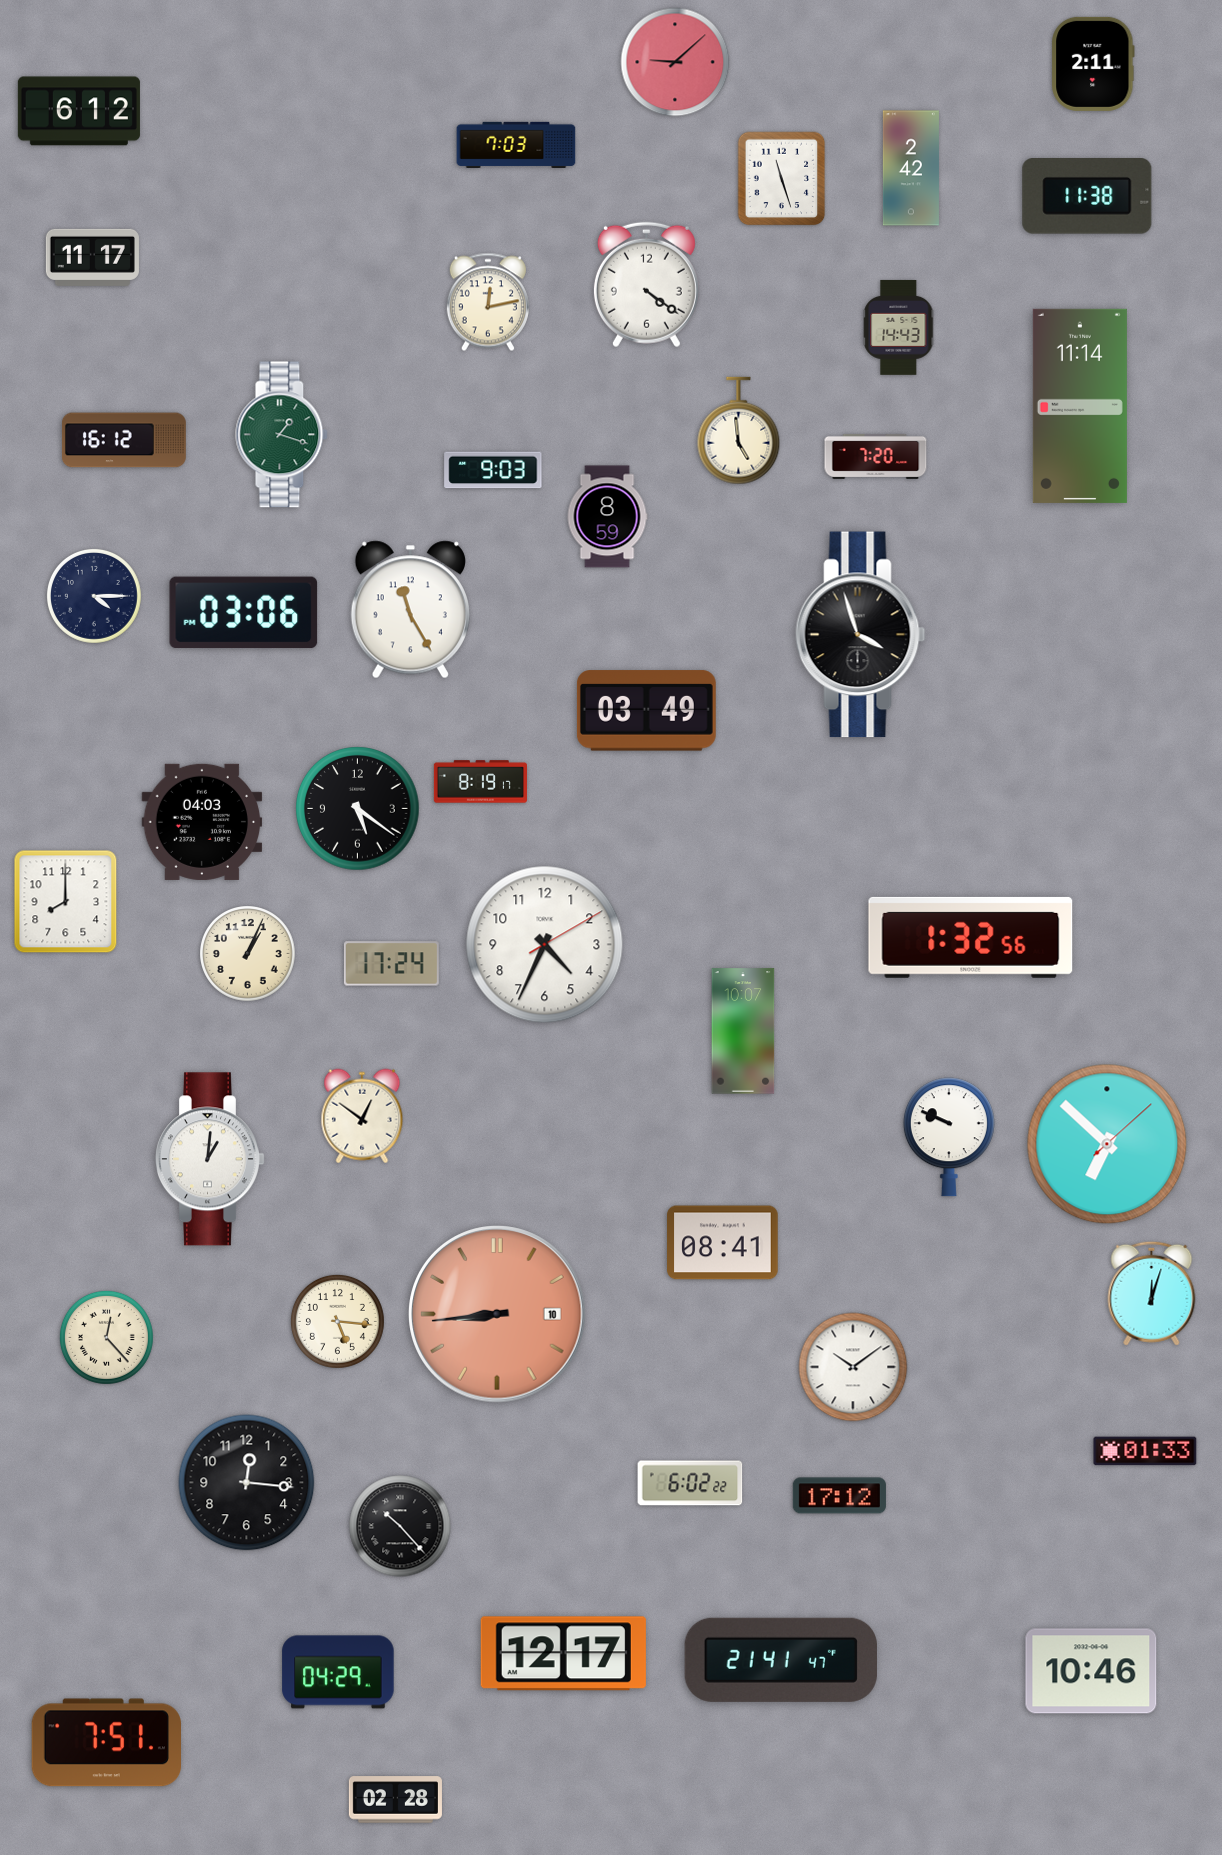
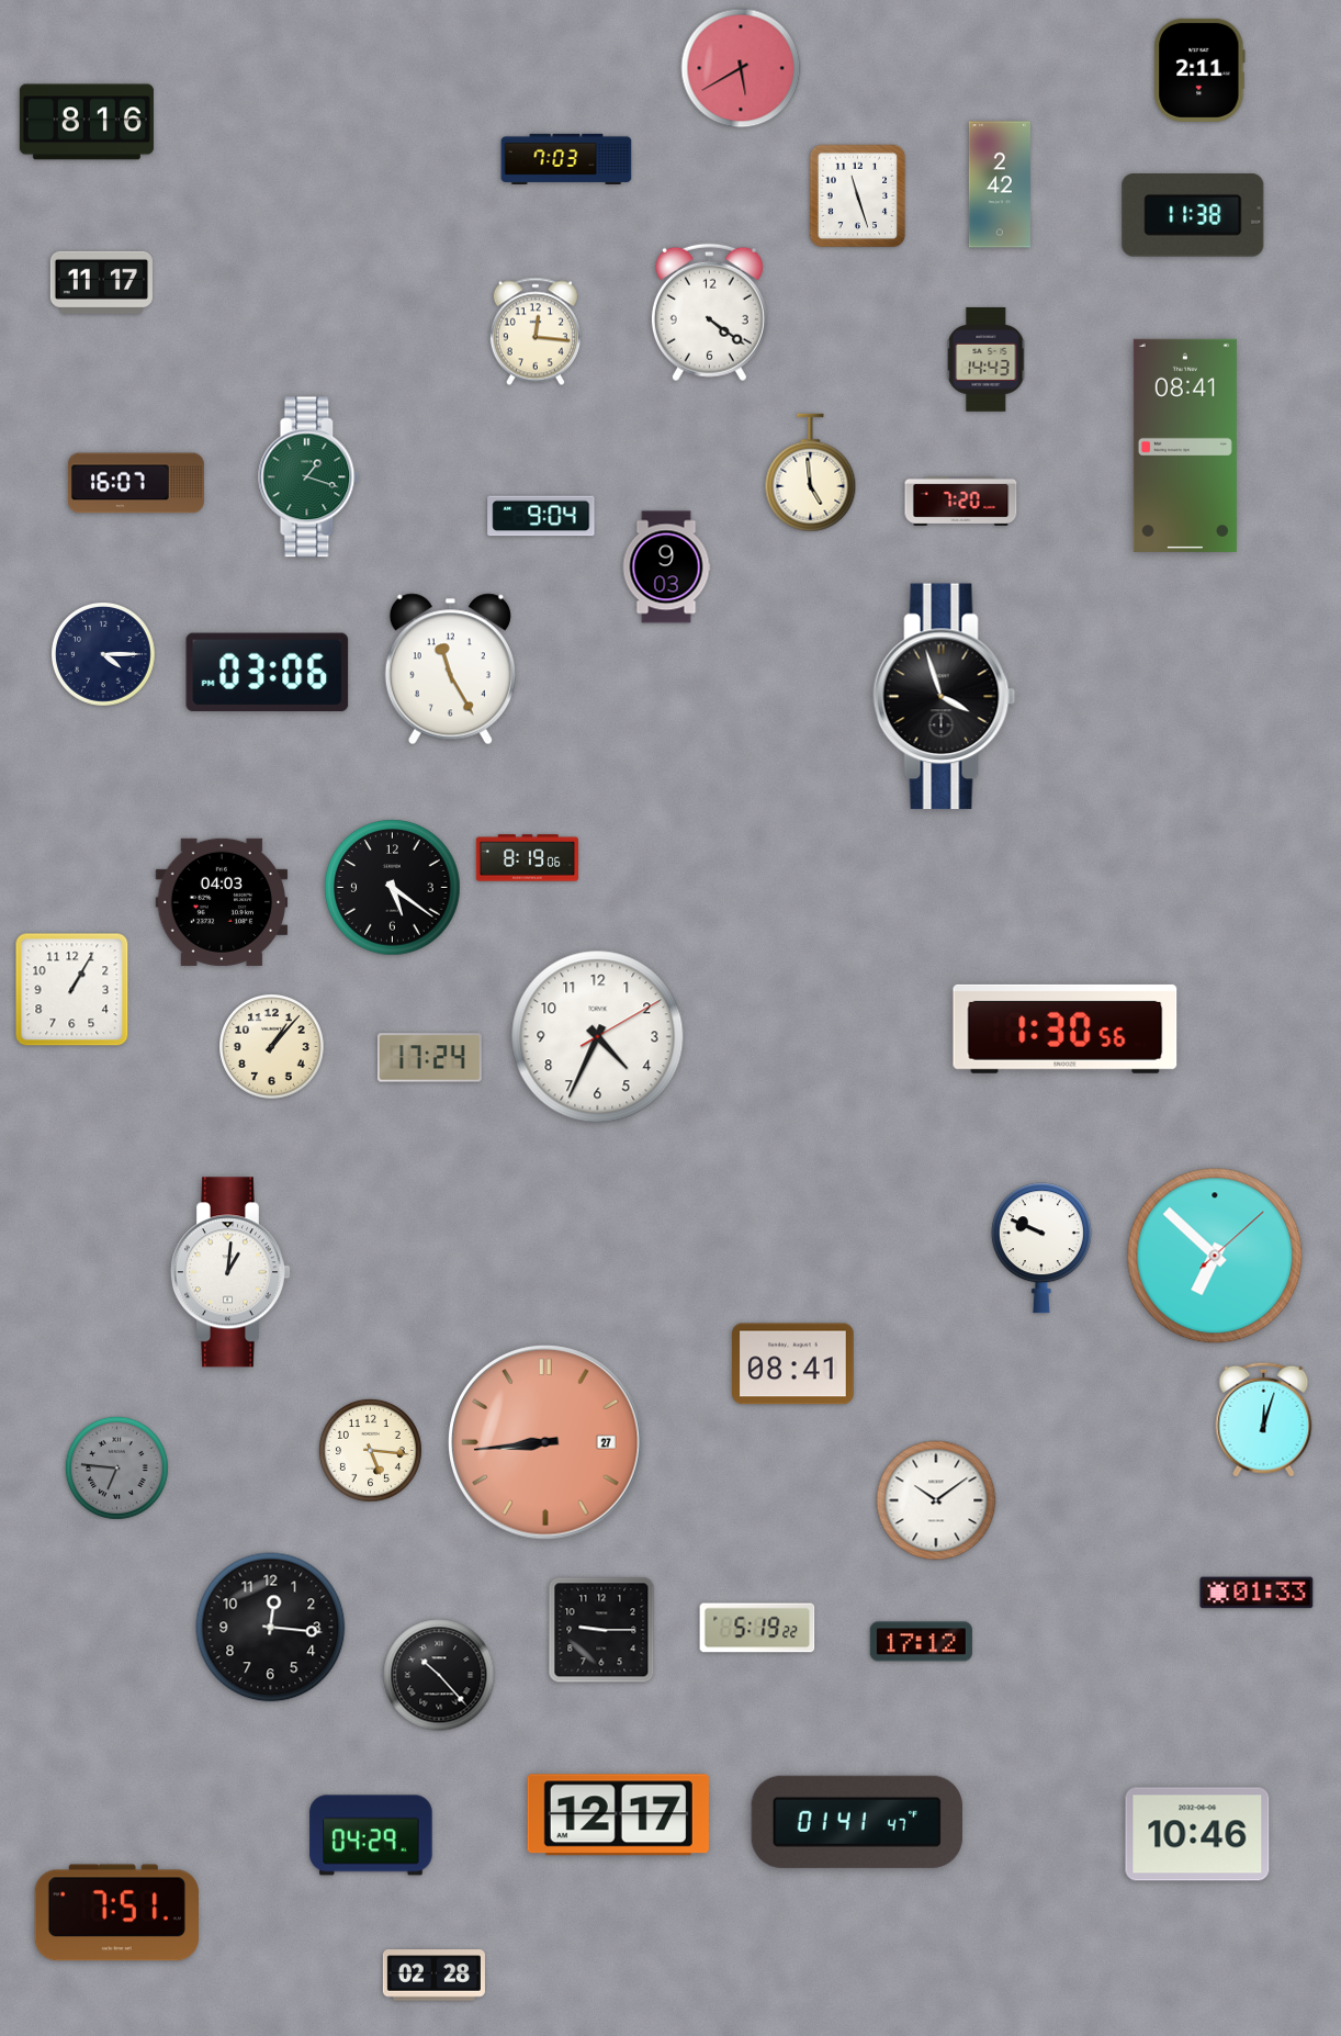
clock at (675, 62): 9:08 -> 5:40
clock at (79, 111): 6:12 -> 8:16
clock at (488, 302): 12:13 -> 12:16
clock at (1080, 406): 11:14 -> 08:41
clock at (124, 440): 16:12 -> 16:07
clock at (493, 470): 9:03 -> 9:04
clock at (607, 517): 8:59 -> 9:03
clock at (646, 711): 03:49 -> none
clock at (480, 782): 8:19:17 -> 8:19:06
clock at (66, 902): 8:00 -> 1:05
clock at (971, 937): 1:32 -> 1:30
clock at (248, 954): 1:04 -> 1:07
clock at (743, 1031): 10:07 -> none
clock at (362, 1116): 12:51 -> none
clock at (497, 1314) date: 10 -> 27
clock at (106, 1337): 12:23 -> 6:46
clock at (106, 1337) dial: cream -> grey
clock at (690, 1483): 6:02 -> 5:19
clock at (601, 1630): none -> 9:15
clock at (781, 1660): 21:41 -> 01:41
